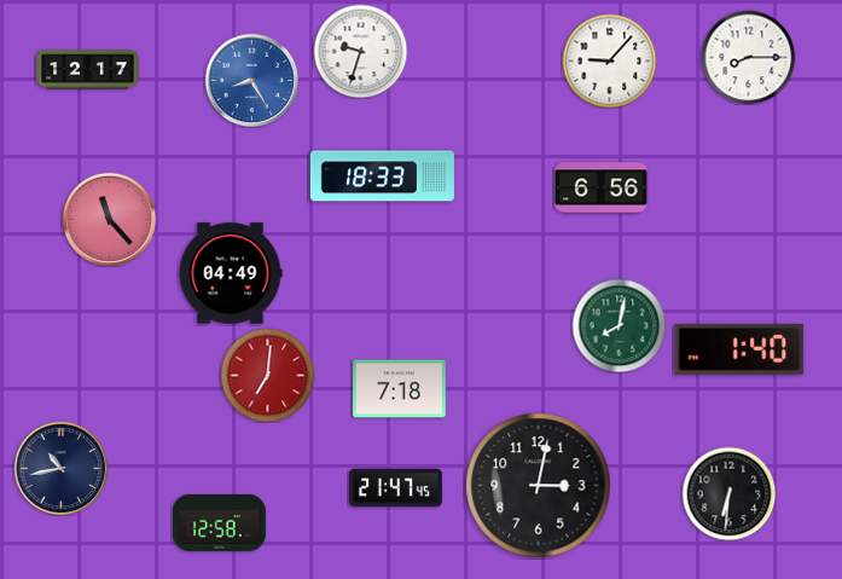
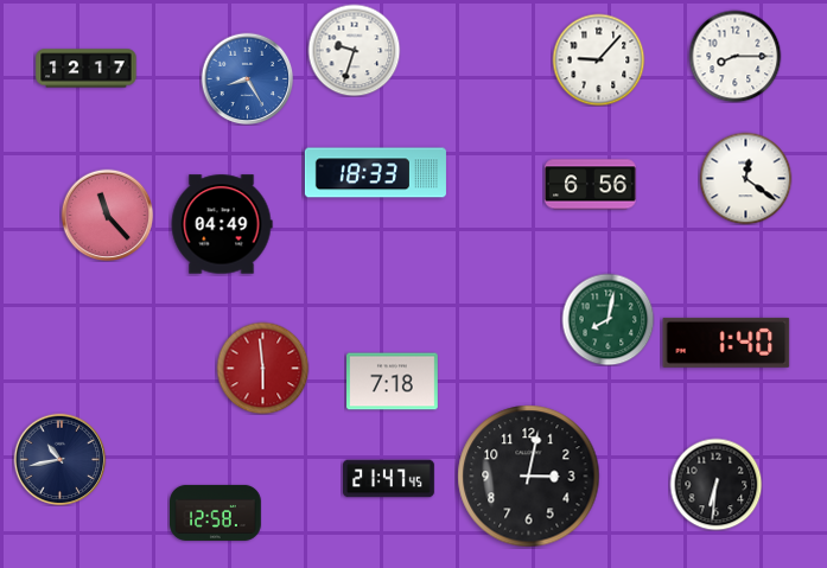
clock at (745, 178): none -> 12:21
clock at (231, 273) position: (231, 273) -> (222, 224)
clock at (267, 375): 7:01 -> 5:59
